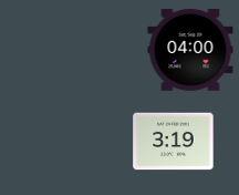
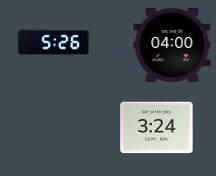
clock at (54, 43): none -> 5:26
clock at (174, 142): 3:19 -> 3:24
